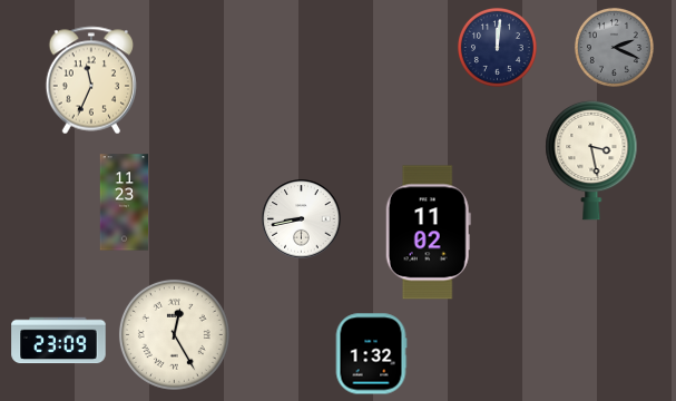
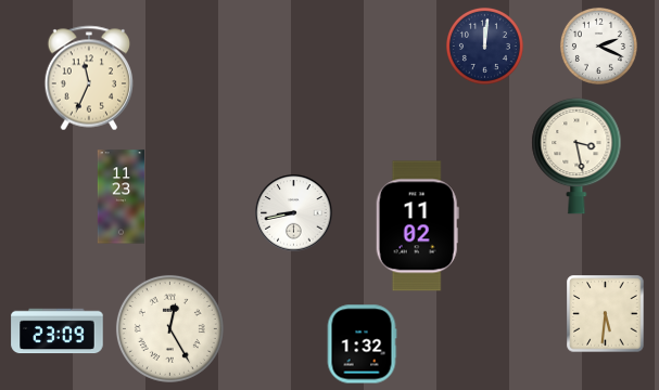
clock at (614, 47) dial: grey -> white
clock at (606, 314): none -> 5:31
clock at (174, 334) position: (174, 334) -> (169, 328)
